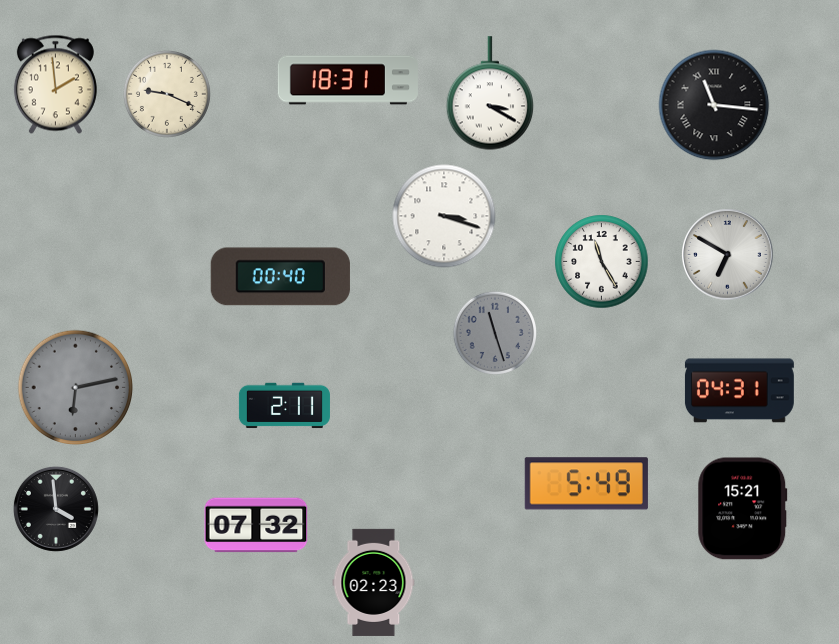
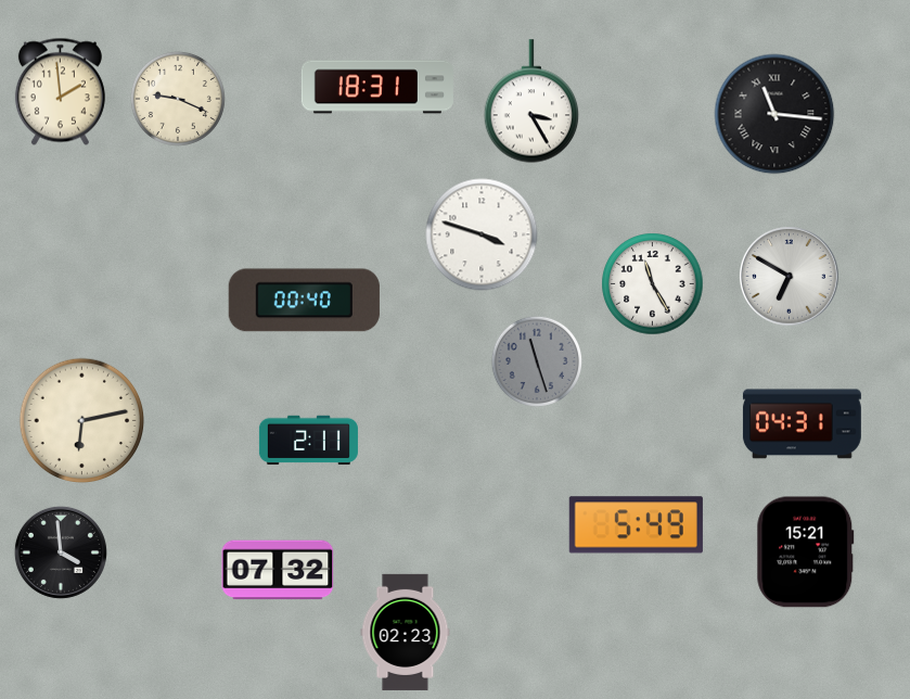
clock at (490, 93): 3:20 -> 3:25
clock at (167, 94) position: (167, 94) -> (178, 99)
clock at (444, 216): 3:18 -> 3:48
clock at (76, 388) dial: grey -> cream
